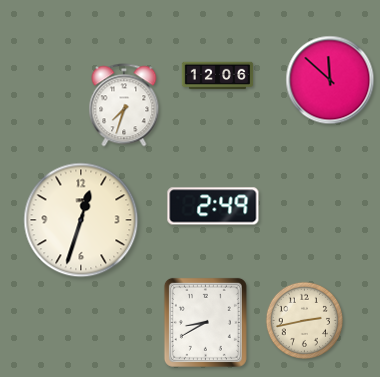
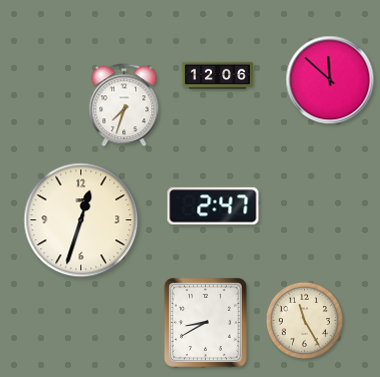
clock at (213, 206): 2:49 -> 2:47
clock at (304, 320): 2:43 -> 11:25
